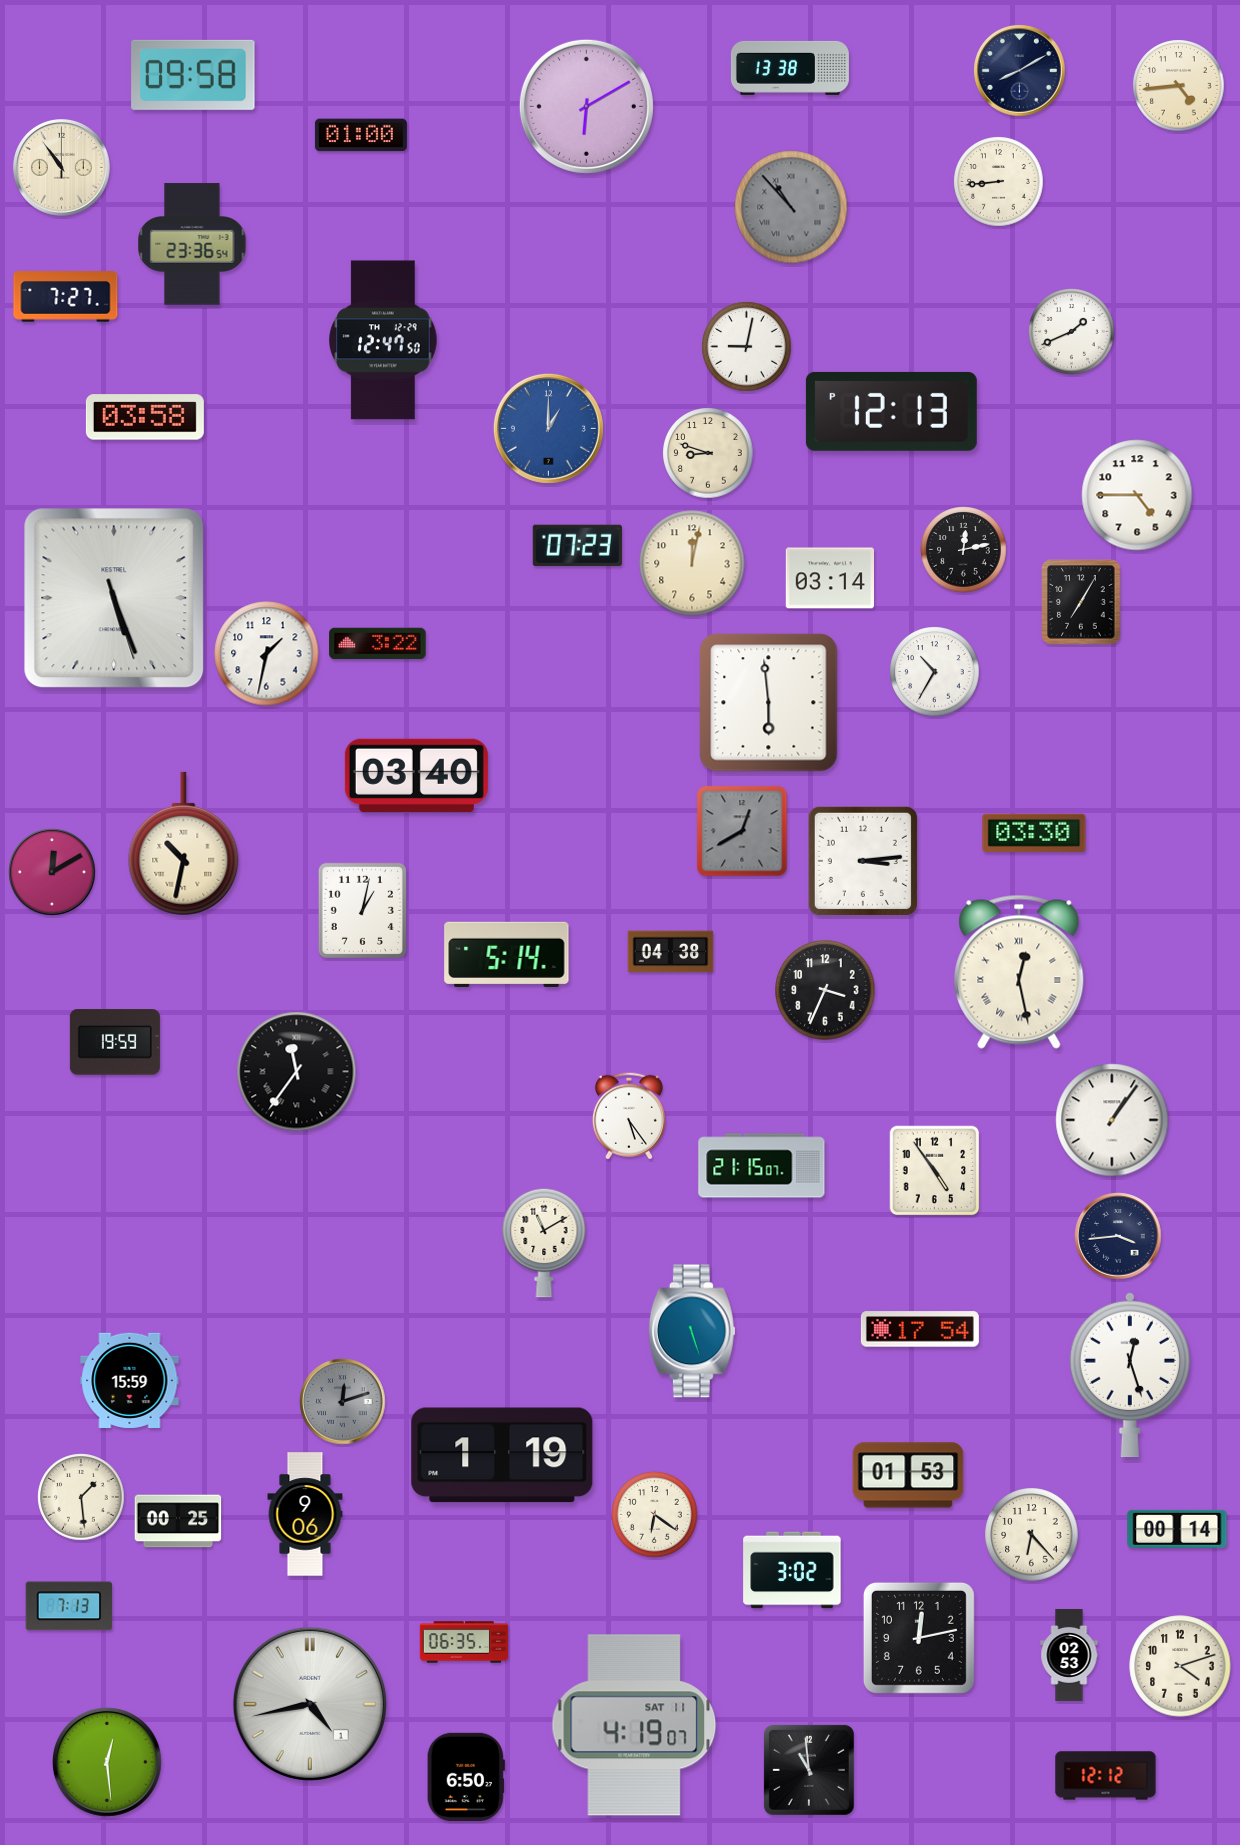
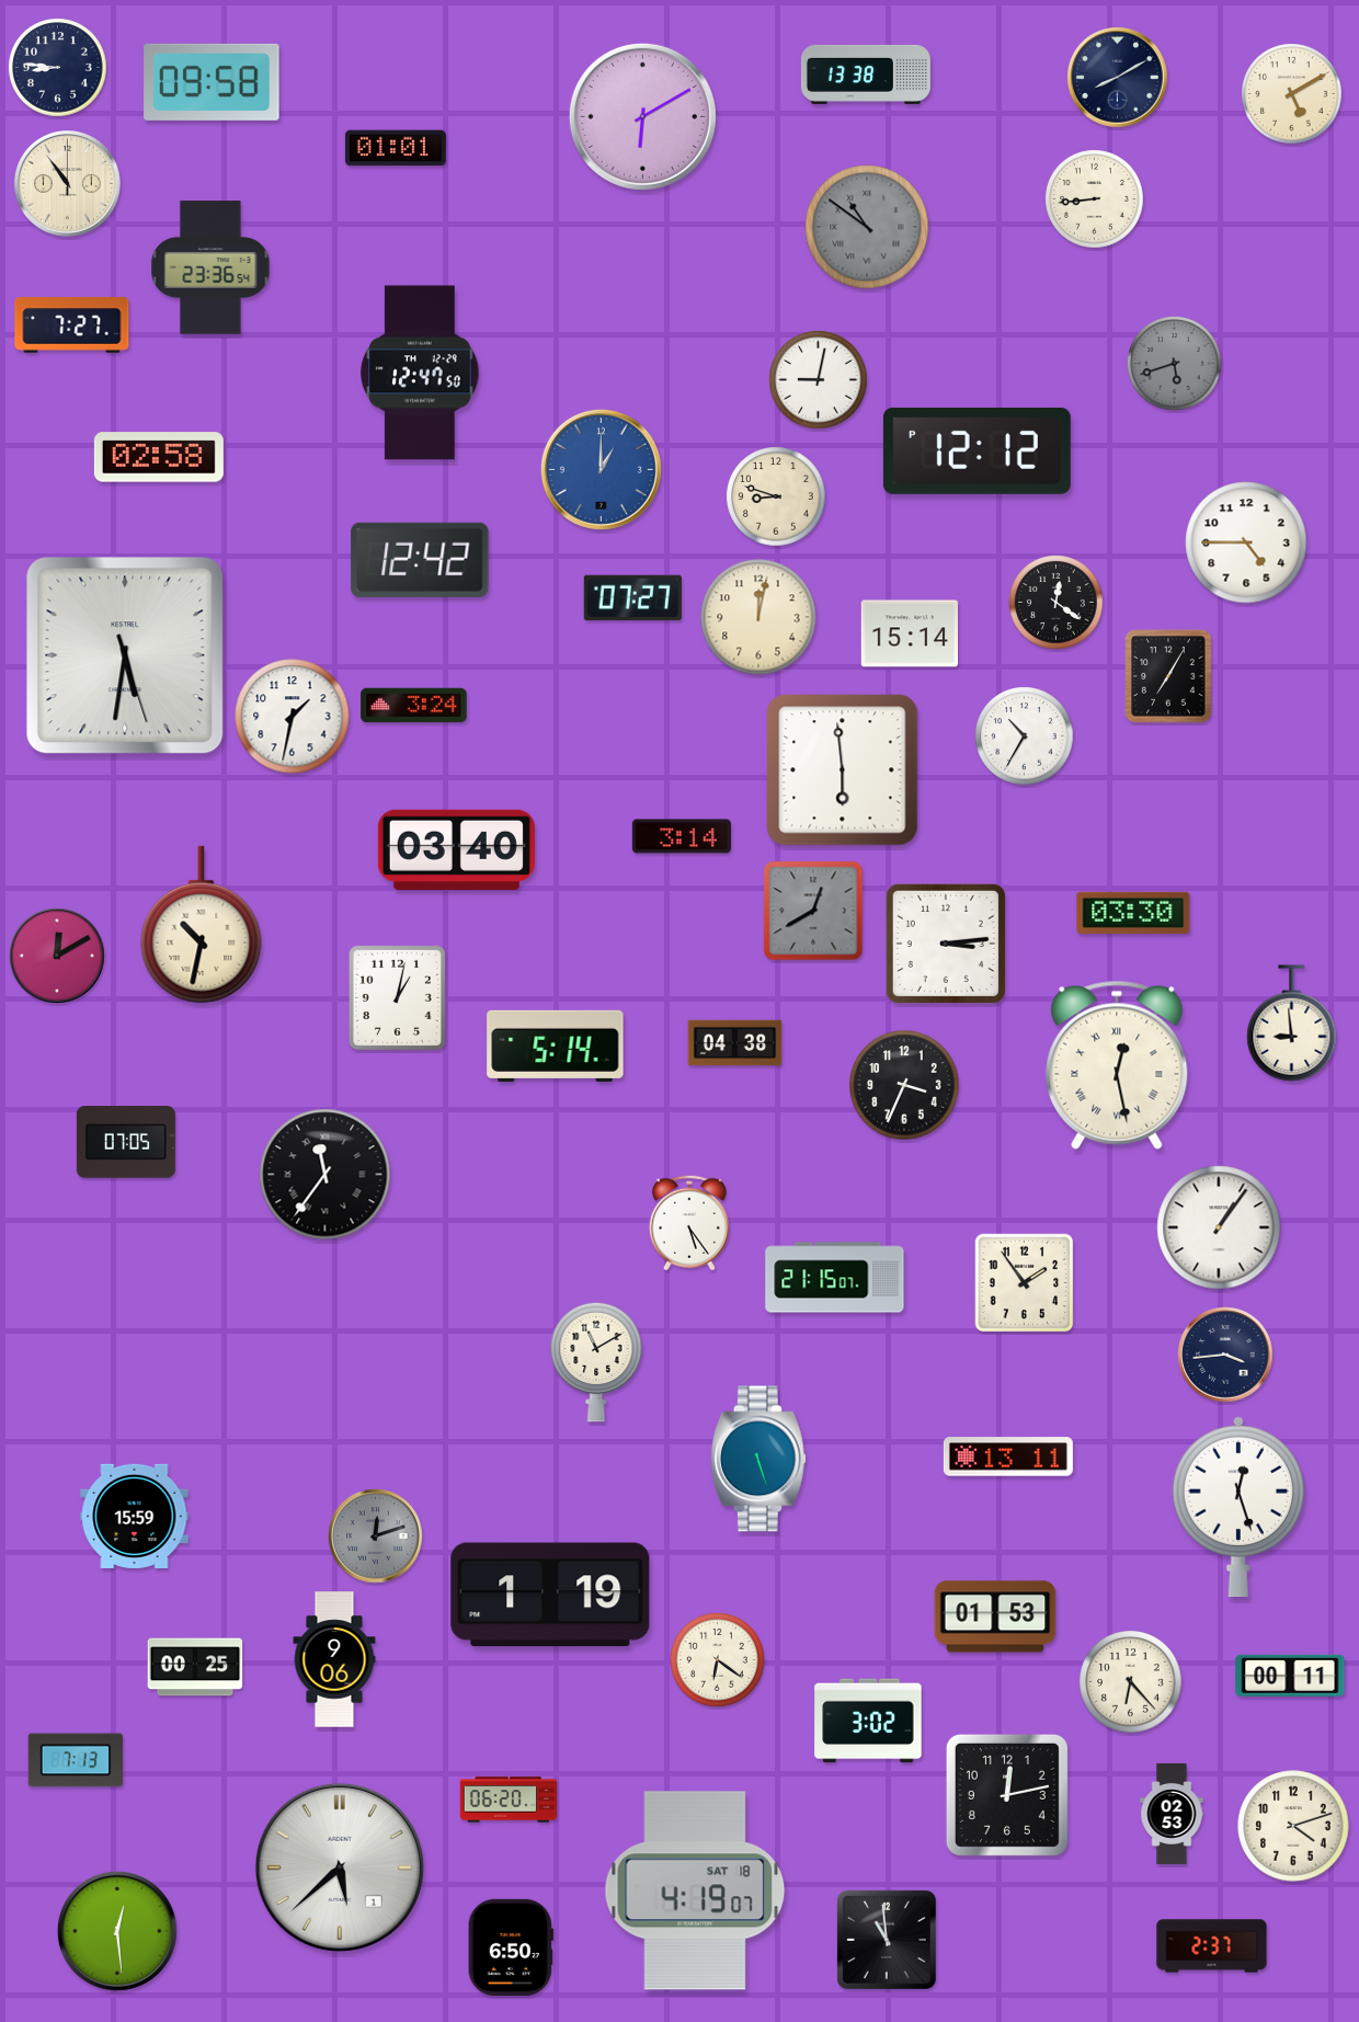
clock at (58, 68): none -> 8:46
clock at (1179, 86): 4:44 -> 5:10
clock at (361, 135): 01:00 -> 01:01
clock at (791, 207): 10:53 -> 10:51
clock at (1072, 332): 1:41 -> 5:42
clock at (1072, 332) dial: white -> grey
clock at (891, 411): 12:13 -> 12:12
clock at (145, 417): 03:58 -> 02:58
clock at (420, 560): none -> 12:42
clock at (577, 545): 07:23 -> 07:27
clock at (964, 550): 12:13 -> 12:21
clock at (829, 578): 03:14 -> 15:14
clock at (114, 598): 5:26 -> 5:31
clock at (1081, 602) position: (1081, 602) -> (1168, 676)
clock at (378, 644): 3:22 -> 3:24
clock at (682, 836): none -> 3:14
clock at (1292, 1024): none -> 8:59
clock at (115, 1042): 19:59 -> 07:05
clock at (935, 1171): 4:54 -> 1:54
clock at (920, 1329): 17:54 -> 13:11
clock at (130, 1380) position: (130, 1380) -> (135, 1516)
clock at (81, 1497): 1:29 -> none
clock at (1177, 1529): 00:14 -> 00:11
clock at (464, 1642): 06:35 -> 06:20
clock at (310, 1704): 4:43 -> 5:38
clock at (634, 1725) date: SAT 11 -> SAT 18
clock at (1106, 1776): 12:12 -> 2:37
